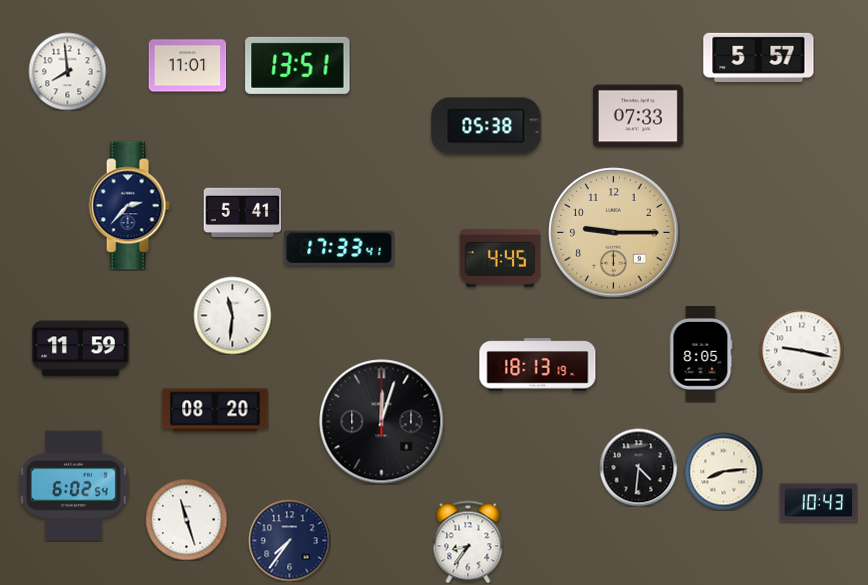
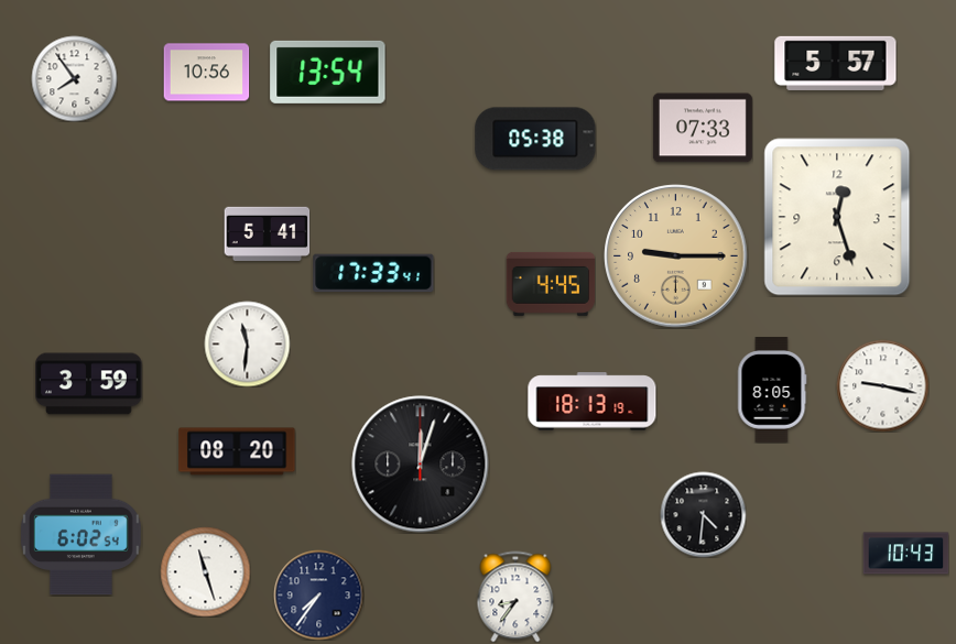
clock at (298, 65): 13:51 -> 13:54
clock at (187, 66): 11:01 -> 10:56
clock at (67, 71): 7:59 -> 7:54
clock at (837, 217): none -> 12:27
clock at (129, 206): 2:37 -> none
clock at (232, 315) position: (232, 315) -> (247, 343)
clock at (81, 349): 11:59 -> 3:59
clock at (723, 471): 8:14 -> none
clock at (818, 503) position: (818, 503) -> (905, 554)
